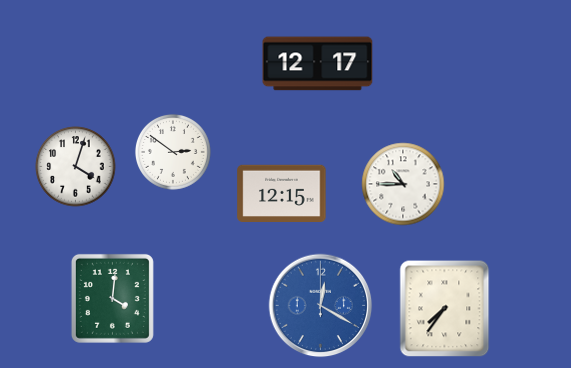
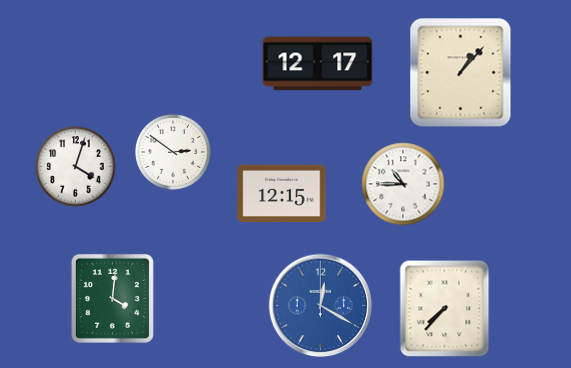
clock at (461, 73): none -> 1:07
clock at (445, 309): 7:36 -> 7:37
